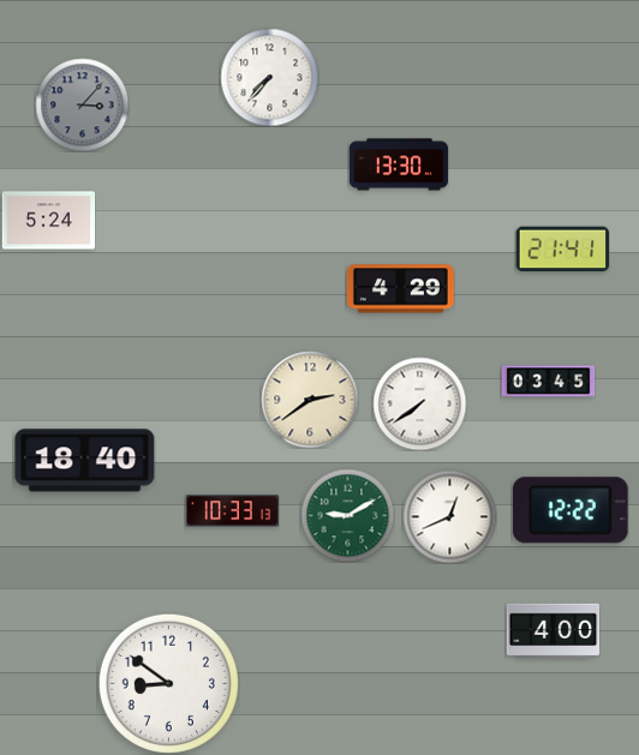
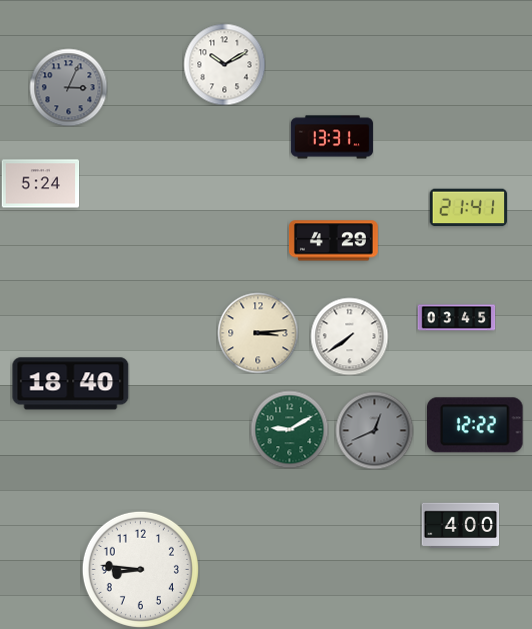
clock at (269, 77): 7:37 -> 10:10
clock at (82, 104): 3:07 -> 3:04
clock at (399, 164): 13:30 -> 13:31
clock at (310, 400): 2:39 -> 3:14
clock at (232, 511): 10:33 -> none
clock at (449, 516) dial: white -> grey
clock at (168, 683): 8:51 -> 8:46
